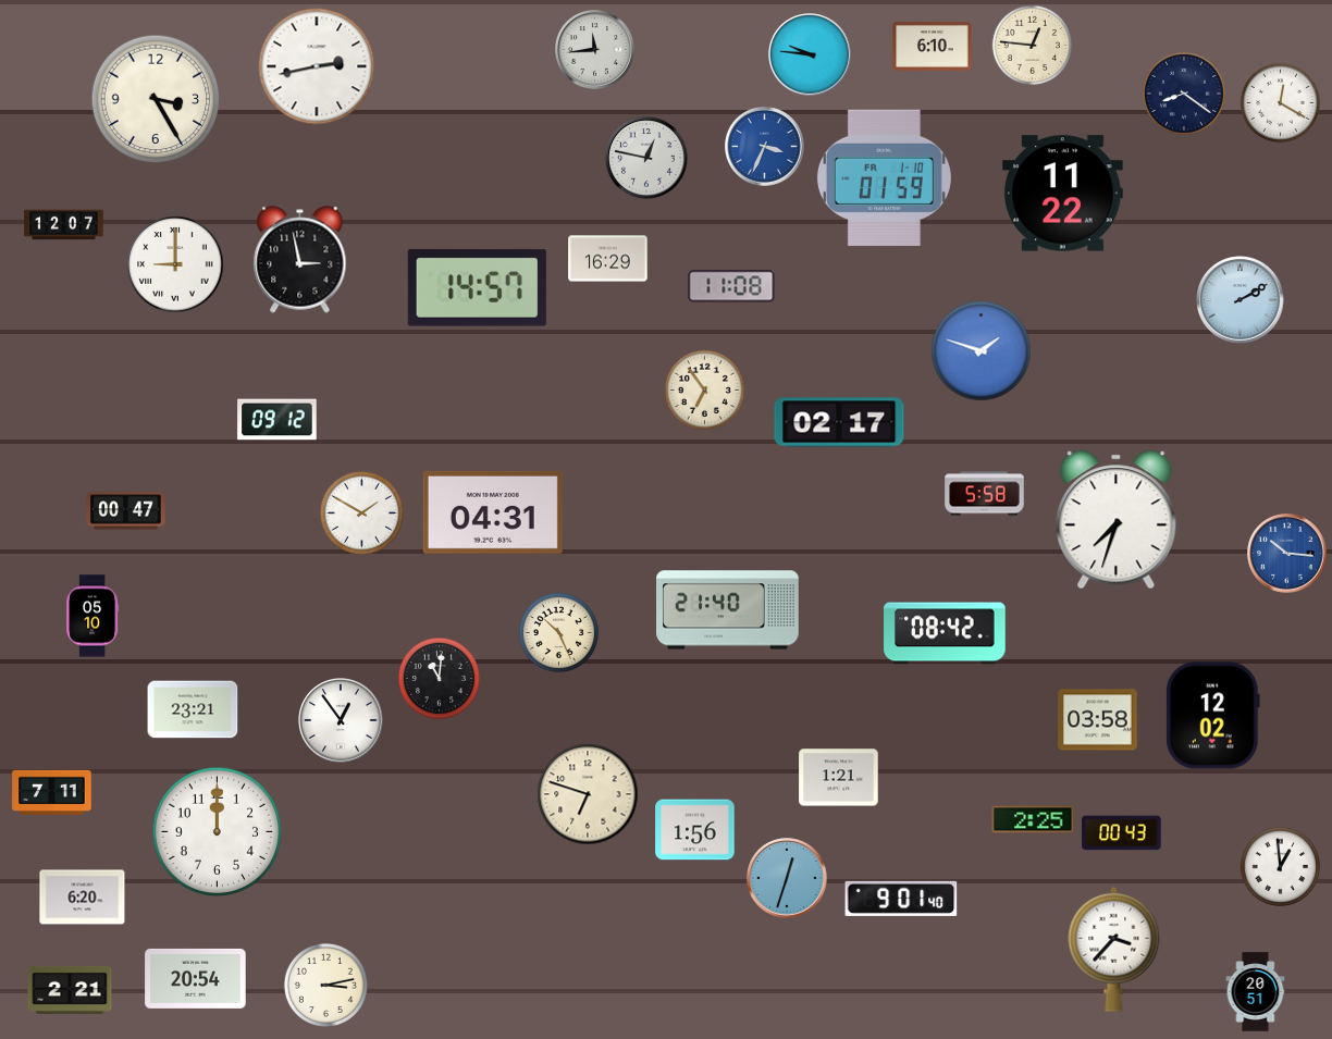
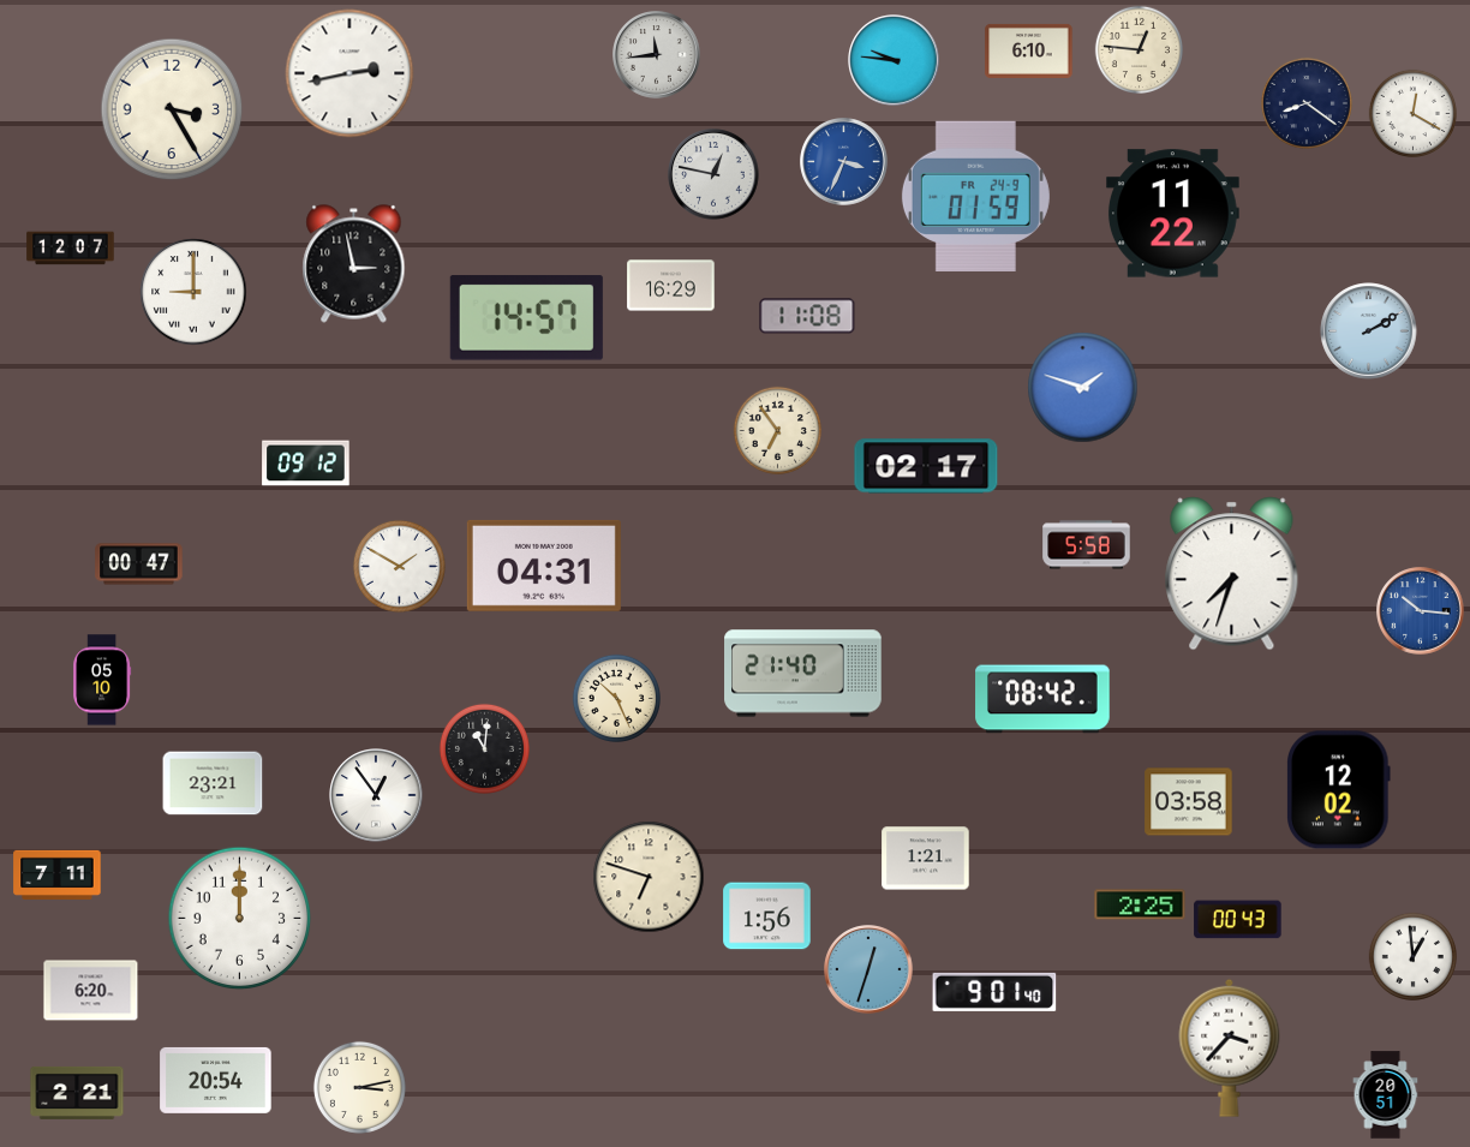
clock at (884, 177) date: FR 1-10 -> FR 24-9
clock at (300, 260) position: (300, 260) -> (354, 264)
clock at (1098, 720) position: (1098, 720) -> (1189, 802)
